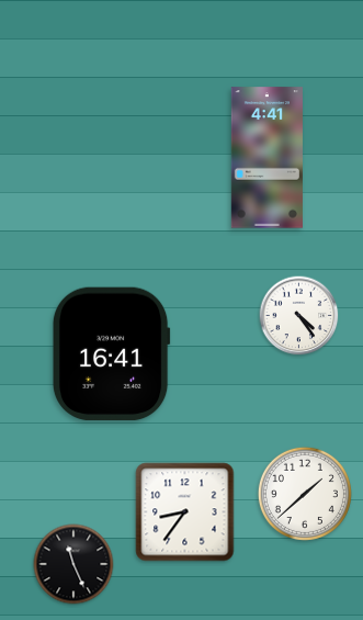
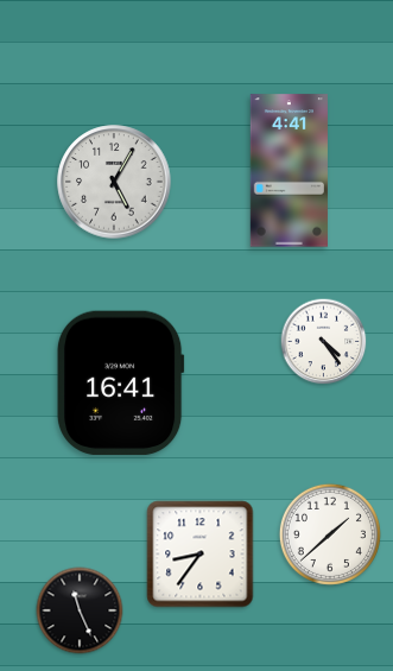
clock at (114, 182): none -> 5:05
